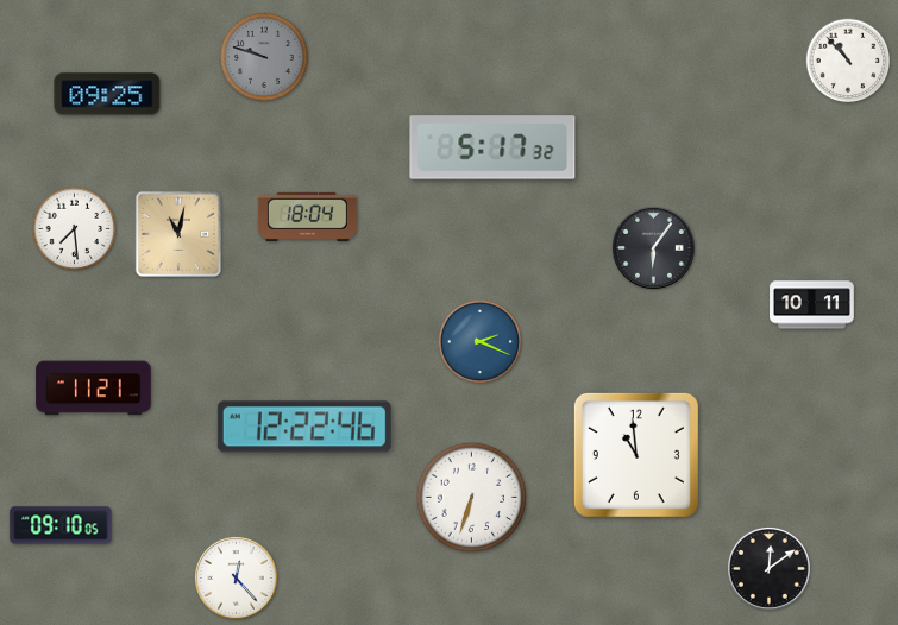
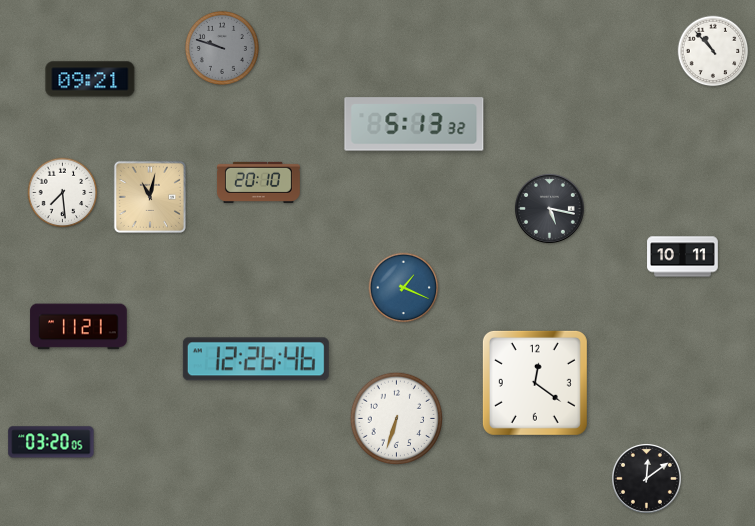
clock at (107, 94): 09:25 -> 09:21
clock at (492, 147): 5:17 -> 5:13
clock at (307, 216): 18:04 -> 20:10
clock at (653, 247): 6:06 -> 5:17
clock at (481, 342): 2:19 -> 1:19
clock at (304, 427): 12:22 -> 12:26
clock at (636, 455): 10:59 -> 12:21
clock at (61, 525): 09:10 -> 03:20
clock at (236, 577): 12:23 -> none
